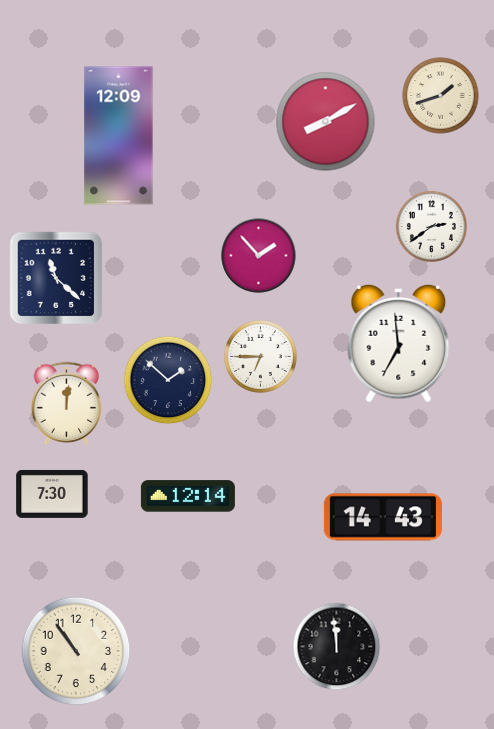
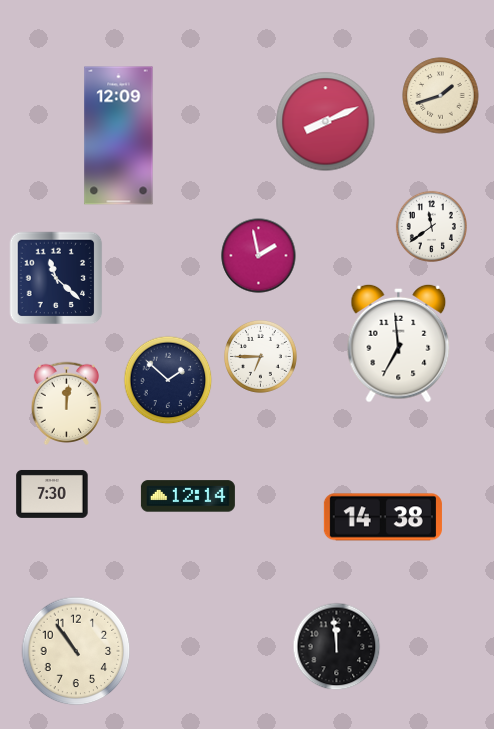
clock at (326, 122): 8:10 -> 8:11
clock at (431, 226): 2:39 -> 11:39
clock at (259, 256): 1:53 -> 1:58
clock at (383, 517): 14:43 -> 14:38
